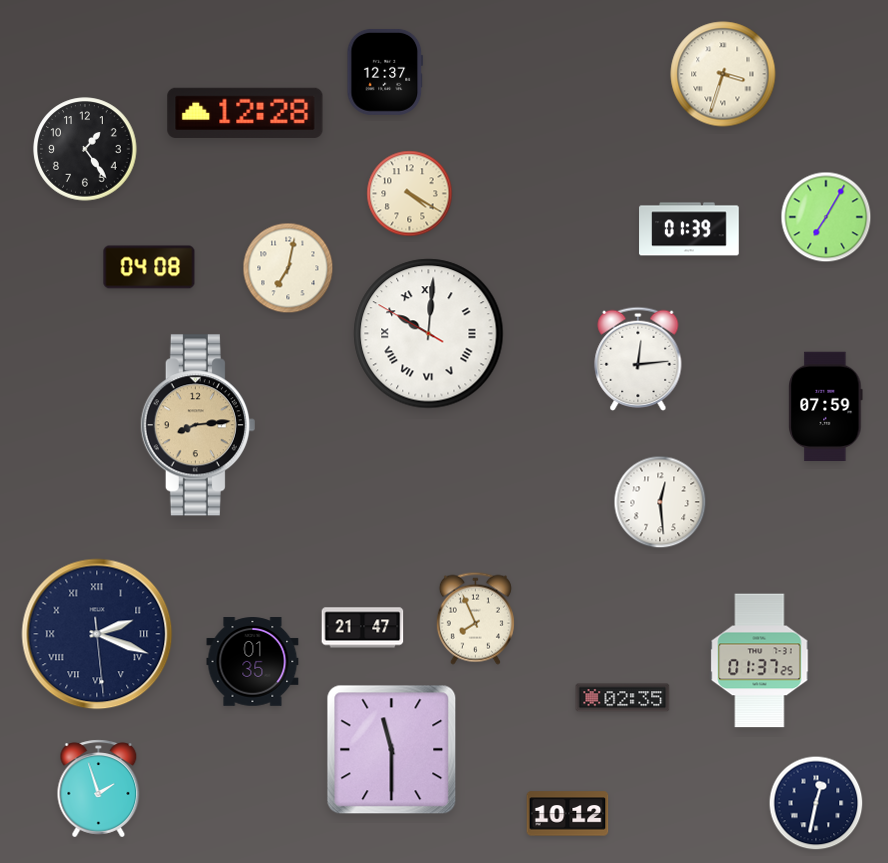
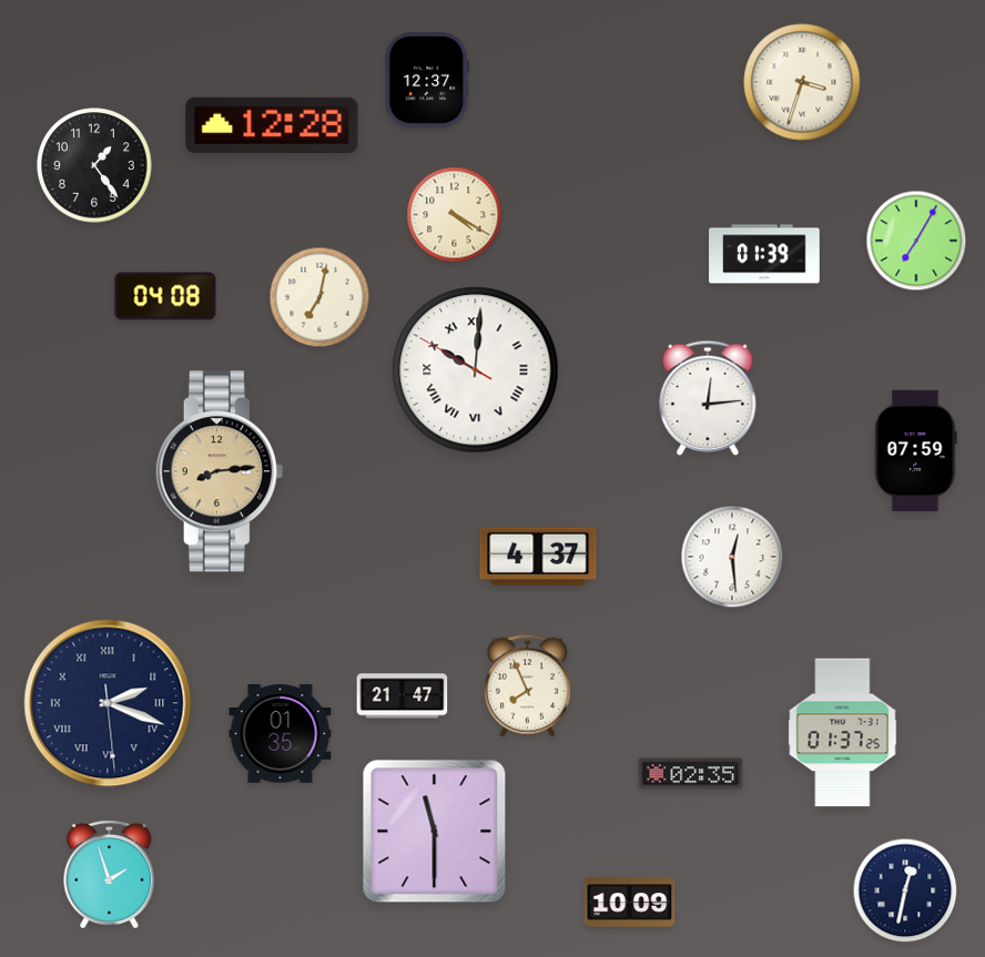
clock at (538, 557): none -> 4:37
clock at (568, 814): 10:12 -> 10:09
